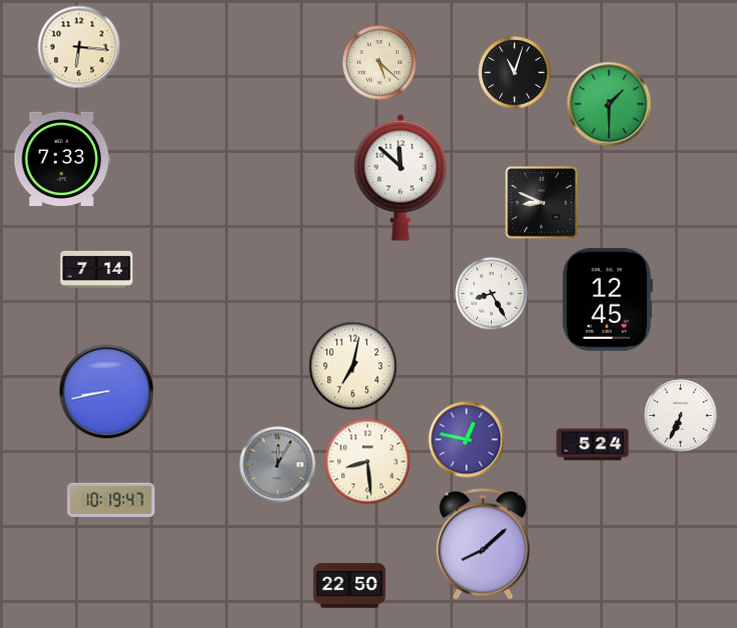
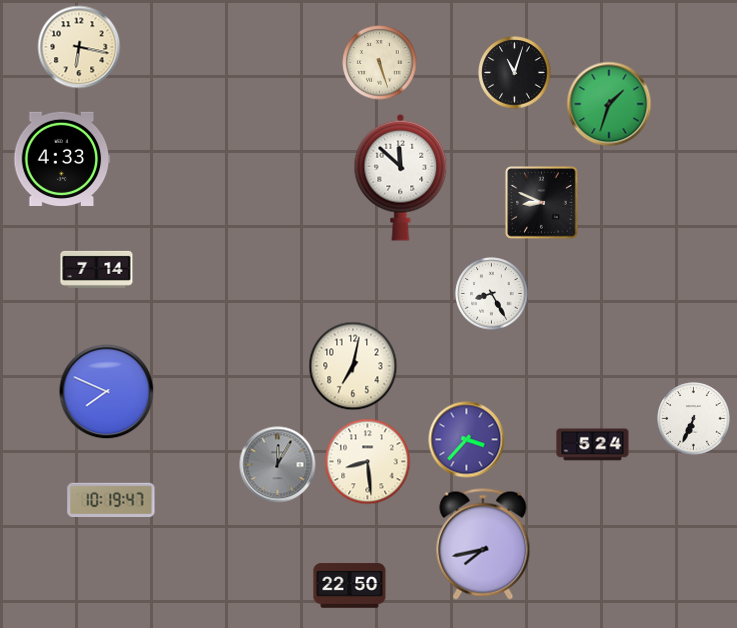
clock at (79, 47): 6:16 -> 6:17
clock at (380, 63): 5:22 -> 5:27
clock at (609, 104): 1:30 -> 1:33
clock at (62, 158): 7:33 -> 4:33
clock at (607, 300): 12:45 -> none
clock at (107, 392): 8:43 -> 7:49
clock at (681, 416) position: (681, 416) -> (694, 419)
clock at (467, 440): 12:47 -> 3:37
clock at (483, 544): 8:08 -> 7:43
